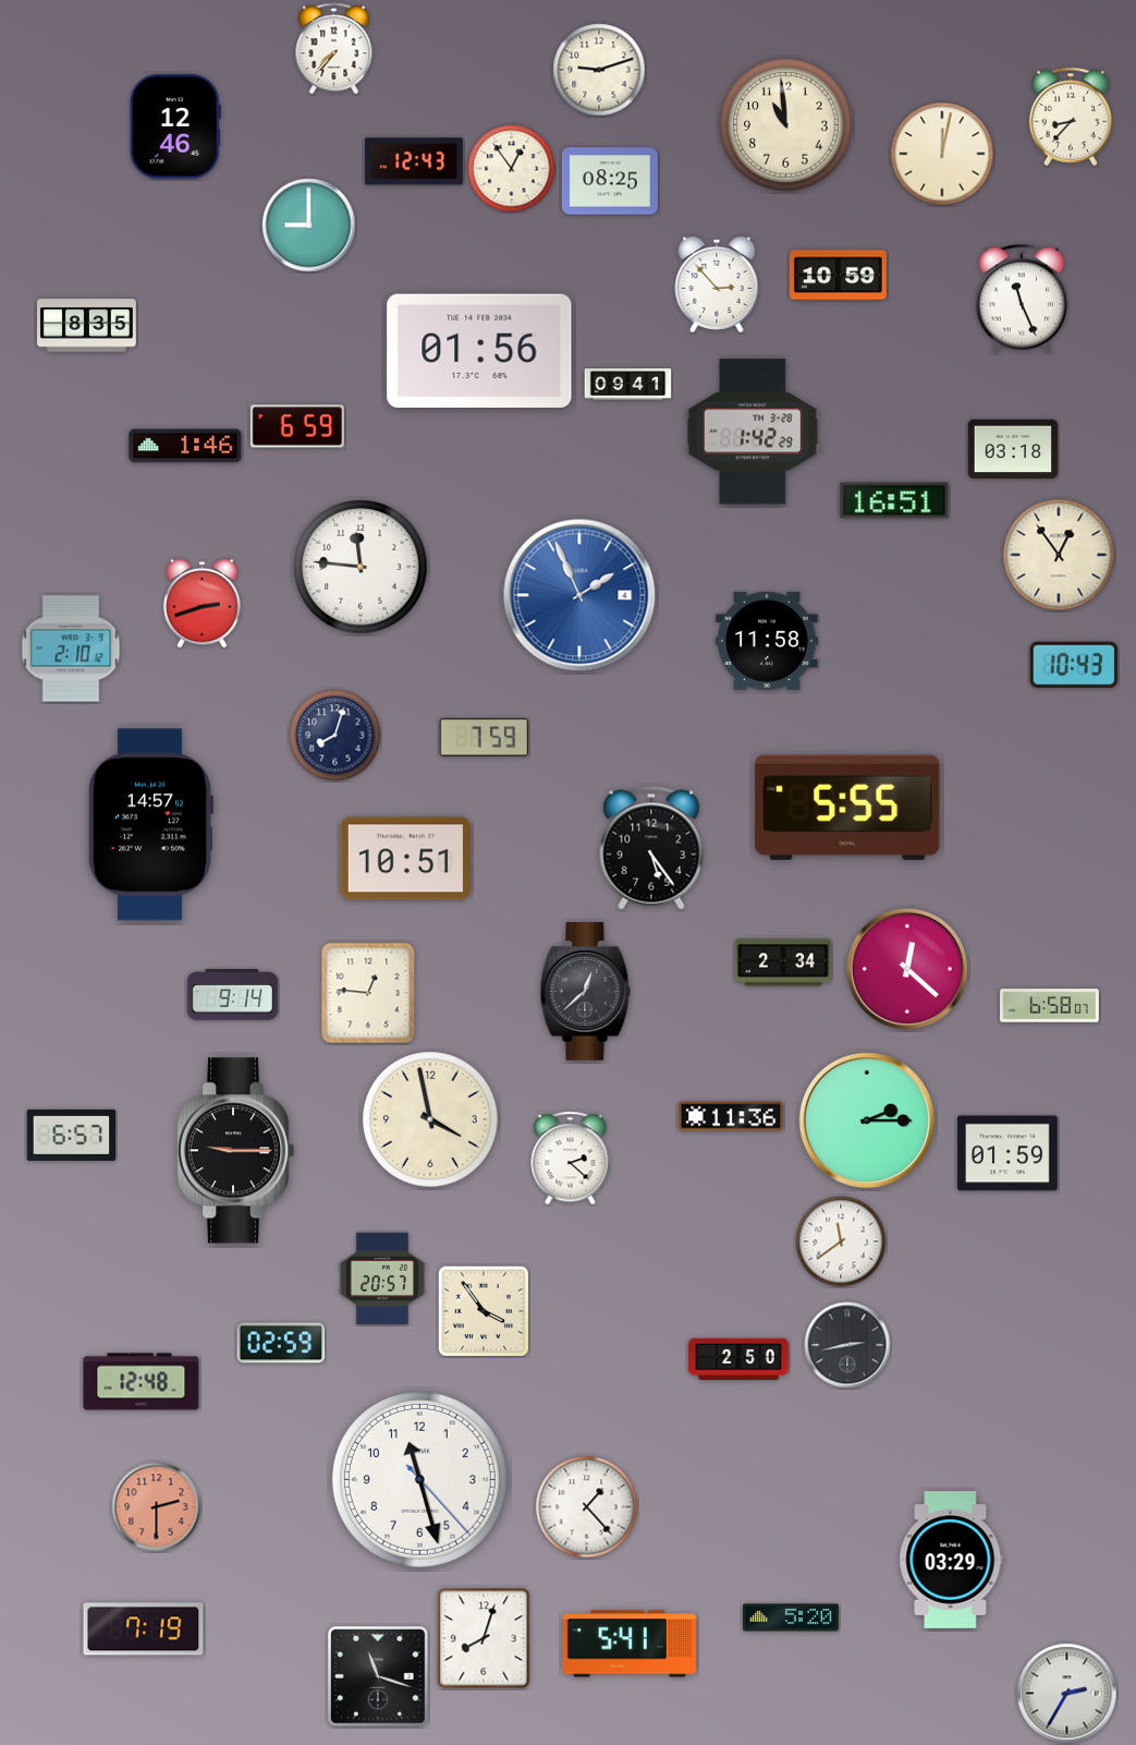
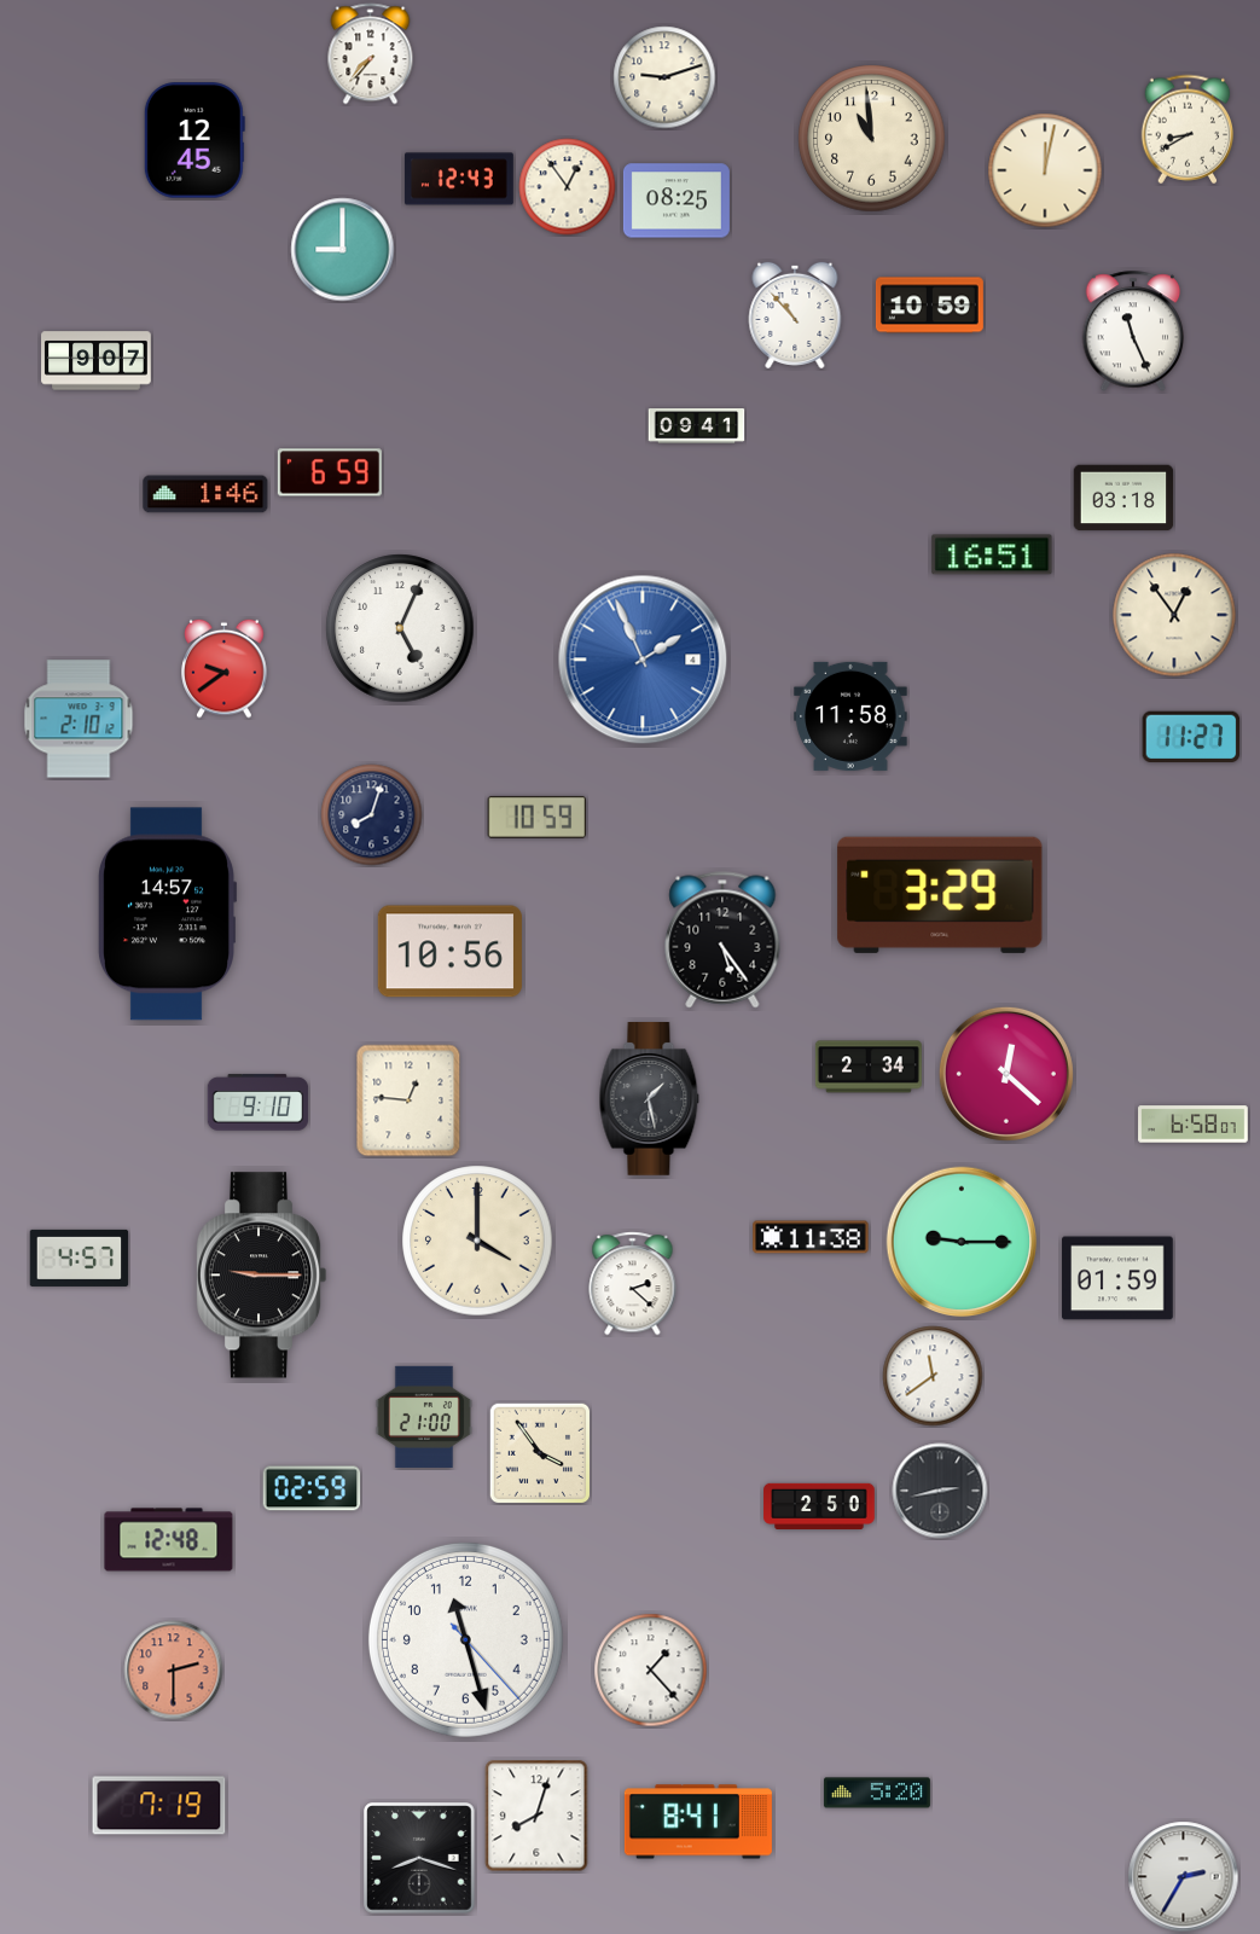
clock at (1071, 117): 8:37 -> 8:40
clock at (175, 126): 12:46 -> 12:45
clock at (717, 284): 2:53 -> 10:53
clock at (87, 326): 8:35 -> 9:07
clock at (479, 350): 01:56 -> none
clock at (753, 432): 1:42 -> none
clock at (361, 567): 11:46 -> 5:04
clock at (203, 603): 2:42 -> 9:39
clock at (767, 641) position: (767, 641) -> (850, 716)
clock at (1074, 665): 10:43 -> 11:27
clock at (485, 737): 7:59 -> 10:59
clock at (847, 808): 5:55 -> 3:29
clock at (405, 859): 10:51 -> 10:56
clock at (586, 992): 12:38 -> 1:28
clock at (233, 995): 9:14 -> 9:10
clock at (1050, 1006) position: (1050, 1006) -> (1194, 1125)
clock at (731, 1116): 11:36 -> 11:38
clock at (430, 1119): 3:58 -> 4:00
clock at (867, 1120): 2:15 -> 9:15
clock at (72, 1135): 6:57 -> 4:57
clock at (382, 1277): 20:57 -> 21:00
clock at (483, 1310) position: (483, 1310) -> (539, 1452)
clock at (142, 1382) position: (142, 1382) -> (169, 1540)
clock at (951, 1561): 03:29 -> none
clock at (630, 1644): 5:41 -> 8:41
clock at (378, 1676): 11:18 -> 8:18
